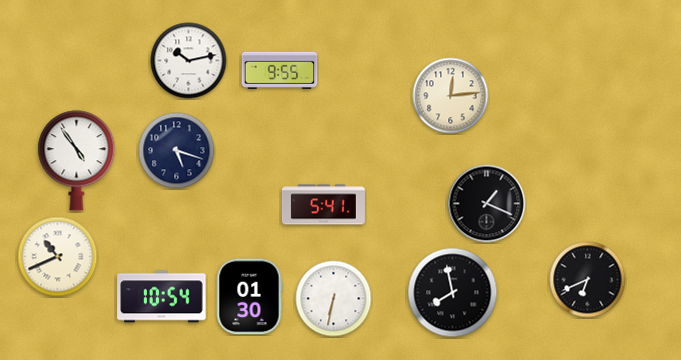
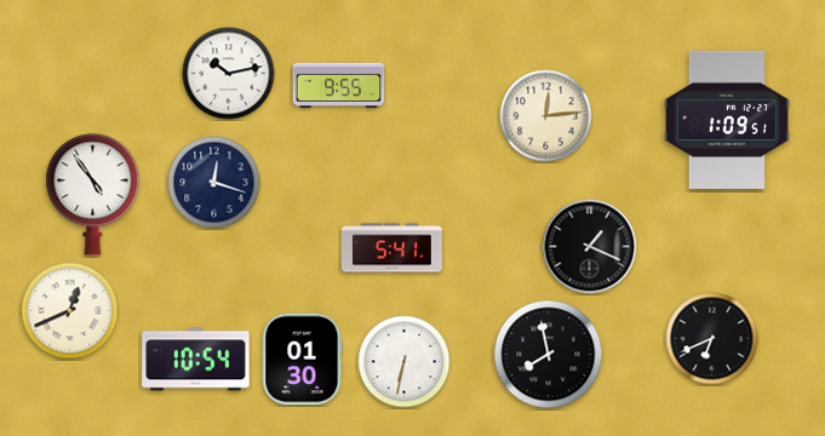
clock at (727, 120): none -> 1:09
clock at (177, 151): 5:18 -> 12:18
clock at (58, 257): 10:41 -> 12:41
